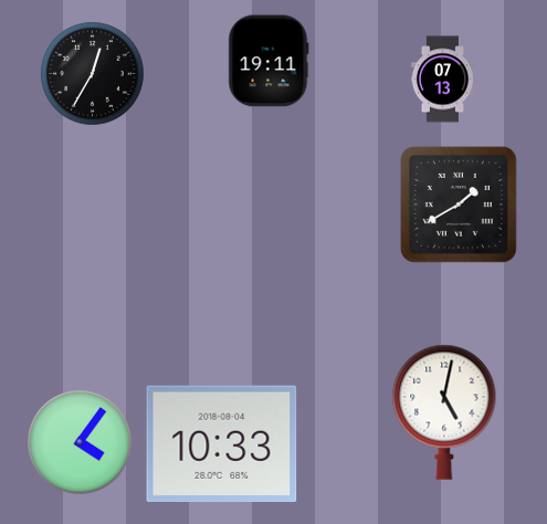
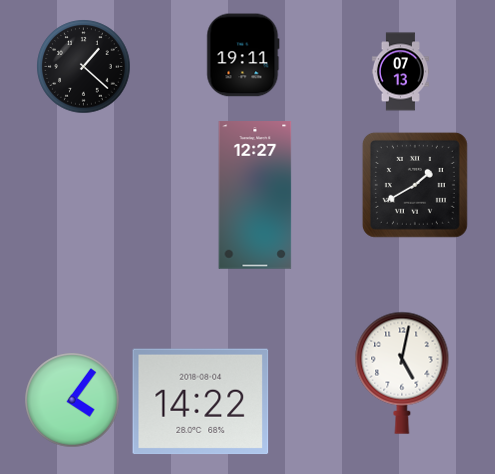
clock at (93, 74): 12:35 -> 1:22
clock at (255, 195): none -> 12:27
clock at (222, 444): 10:33 -> 14:22
